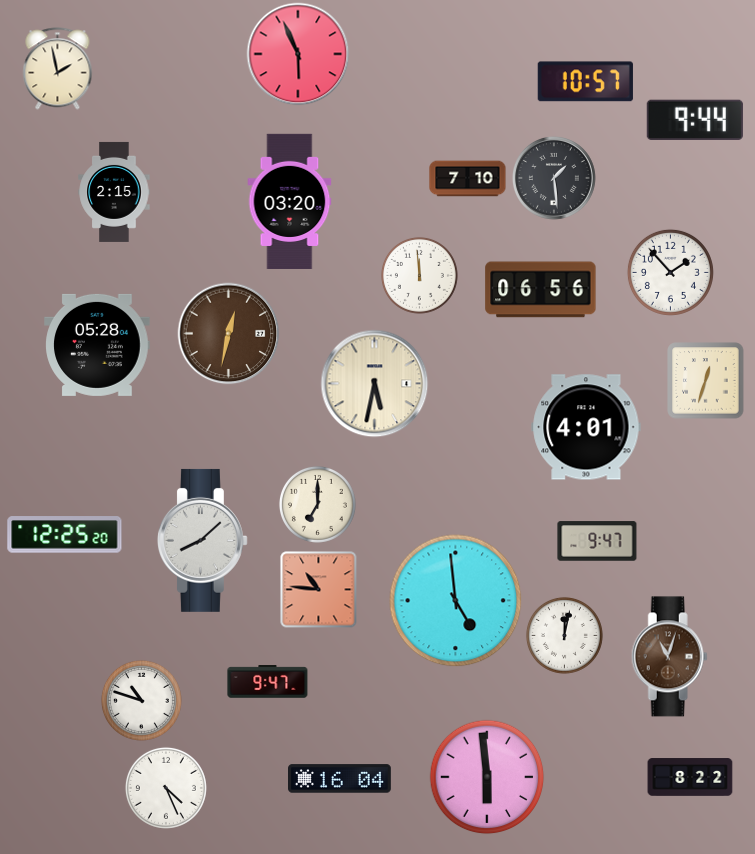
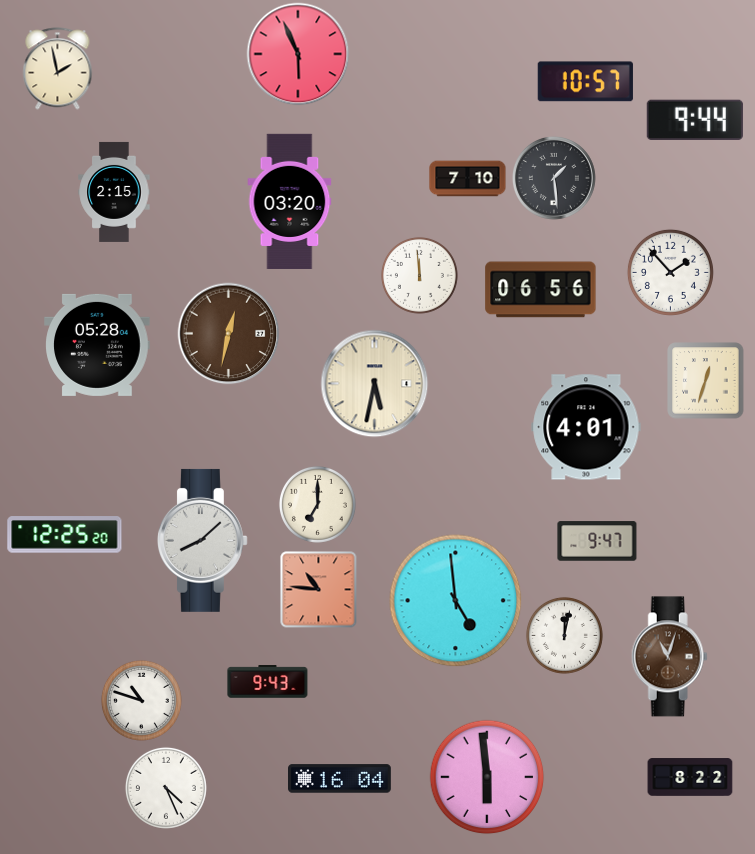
clock at (268, 682): 9:47 -> 9:43
